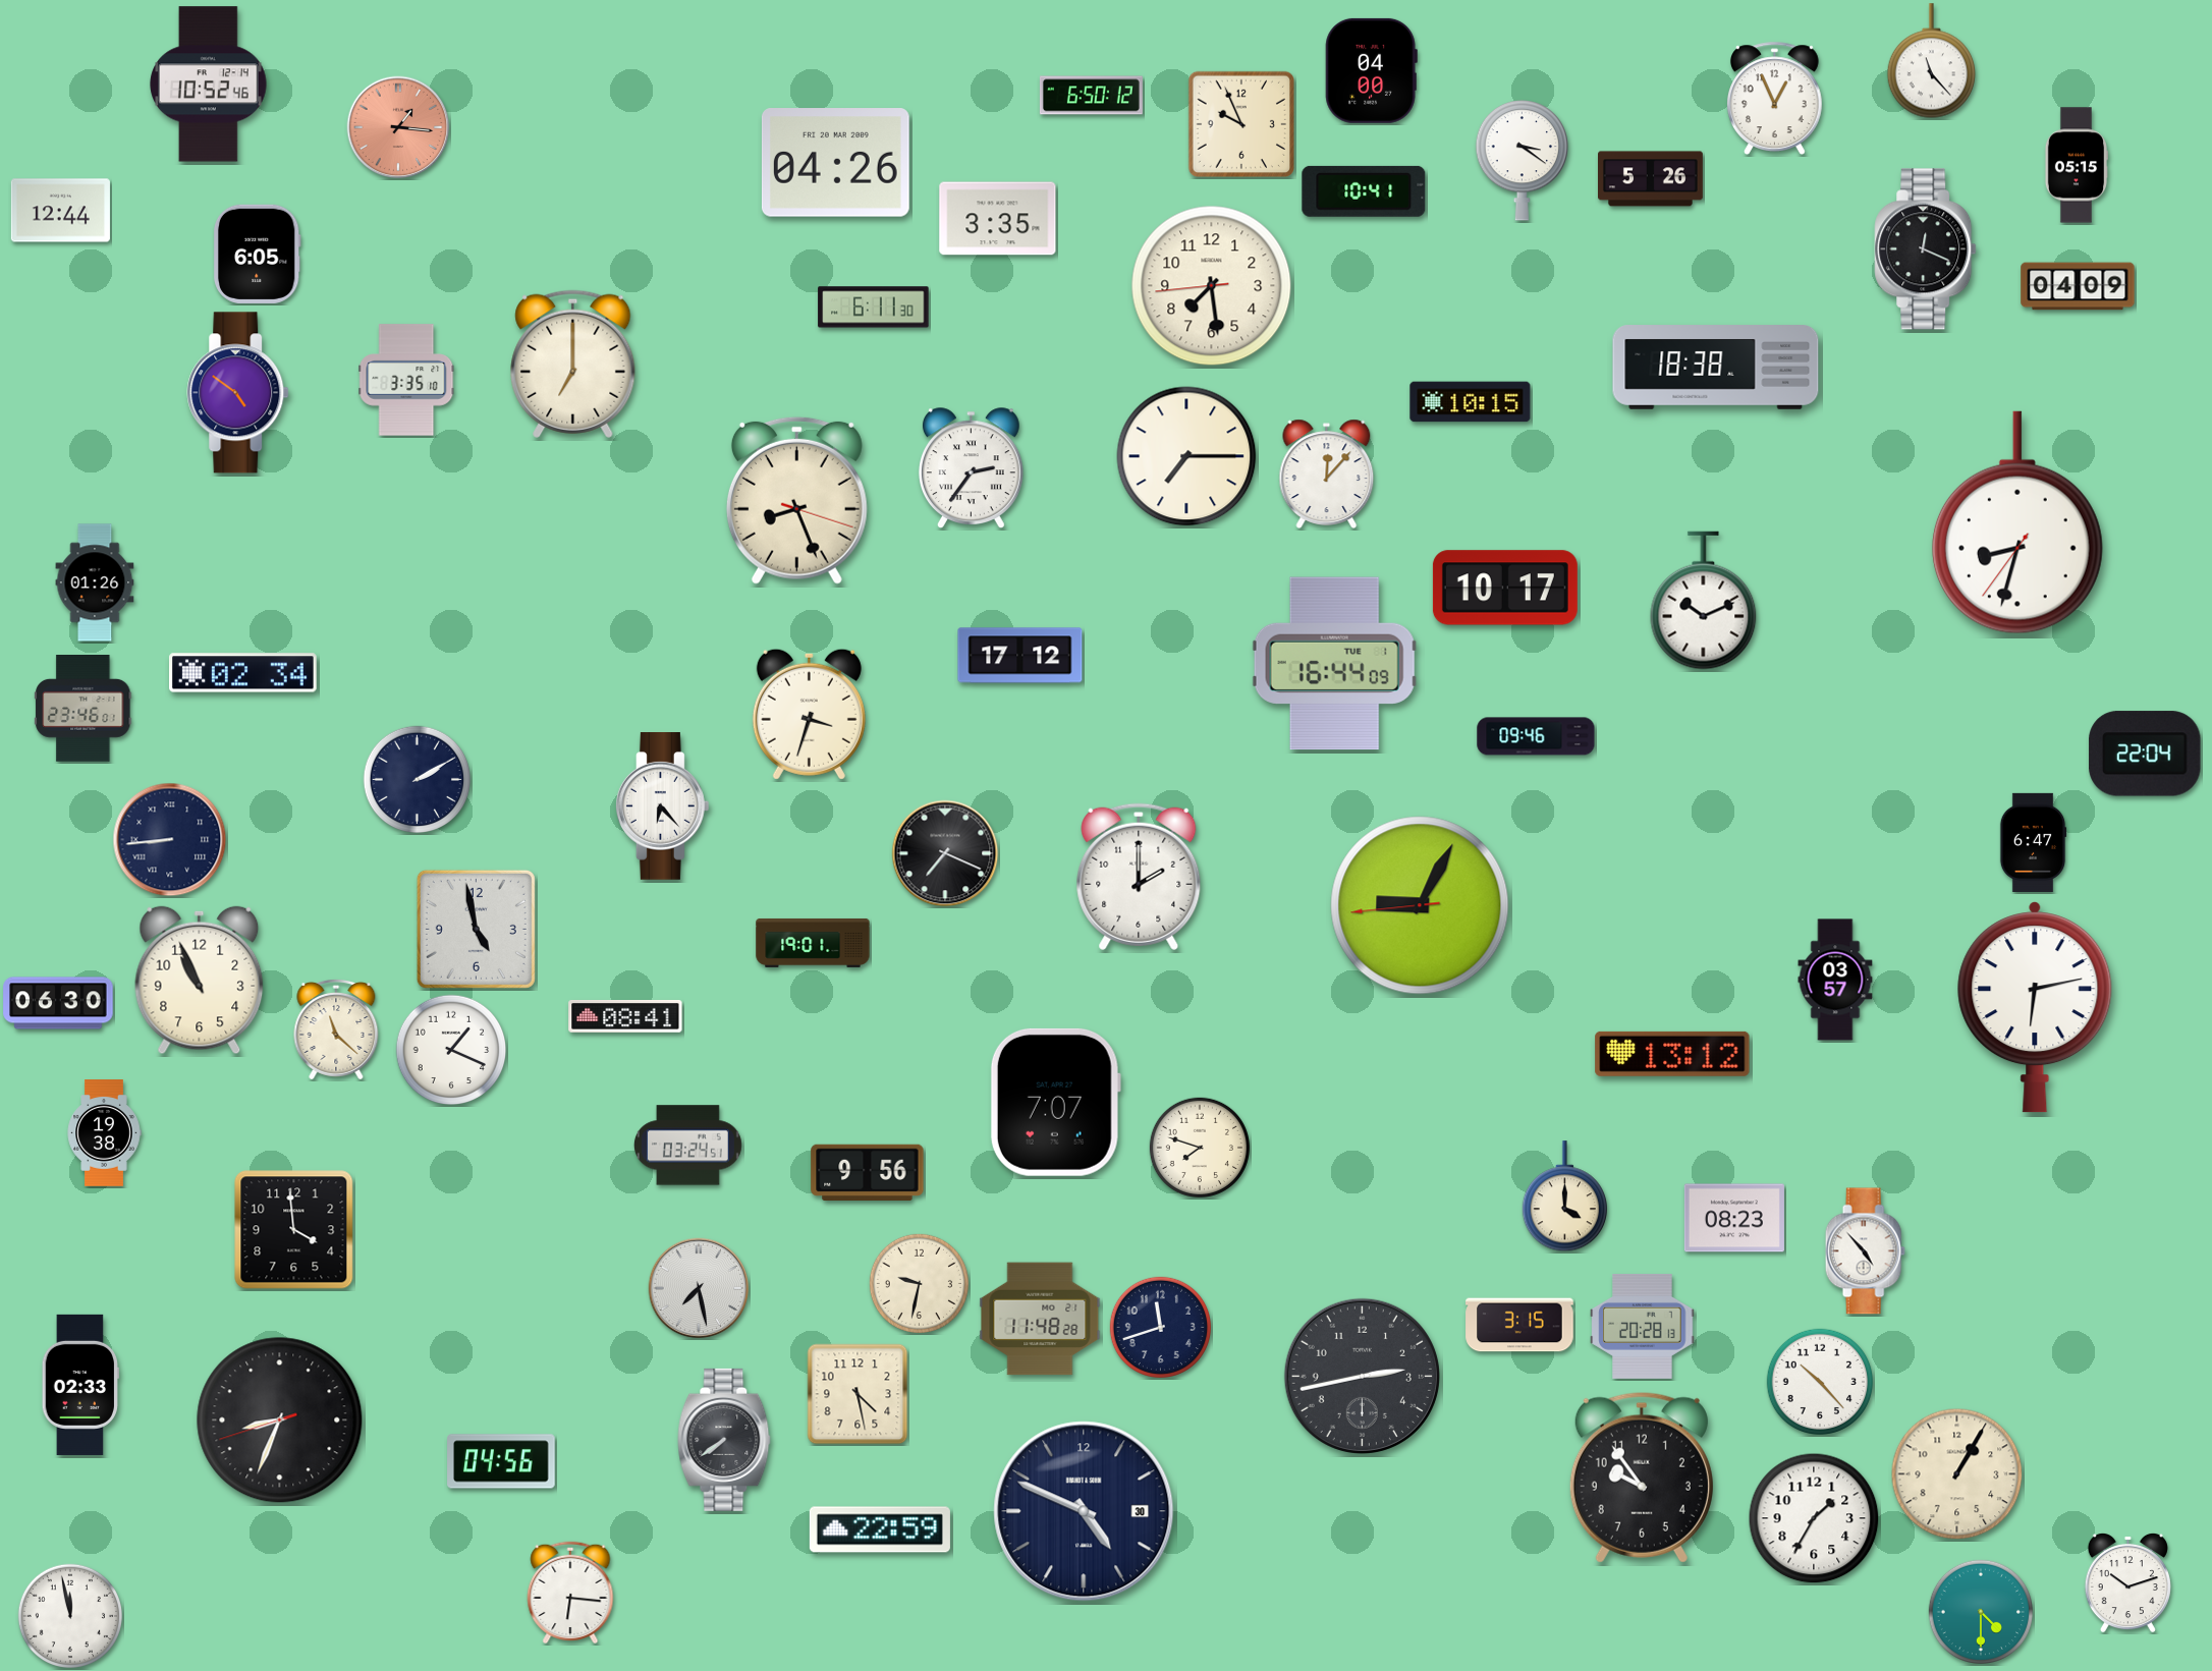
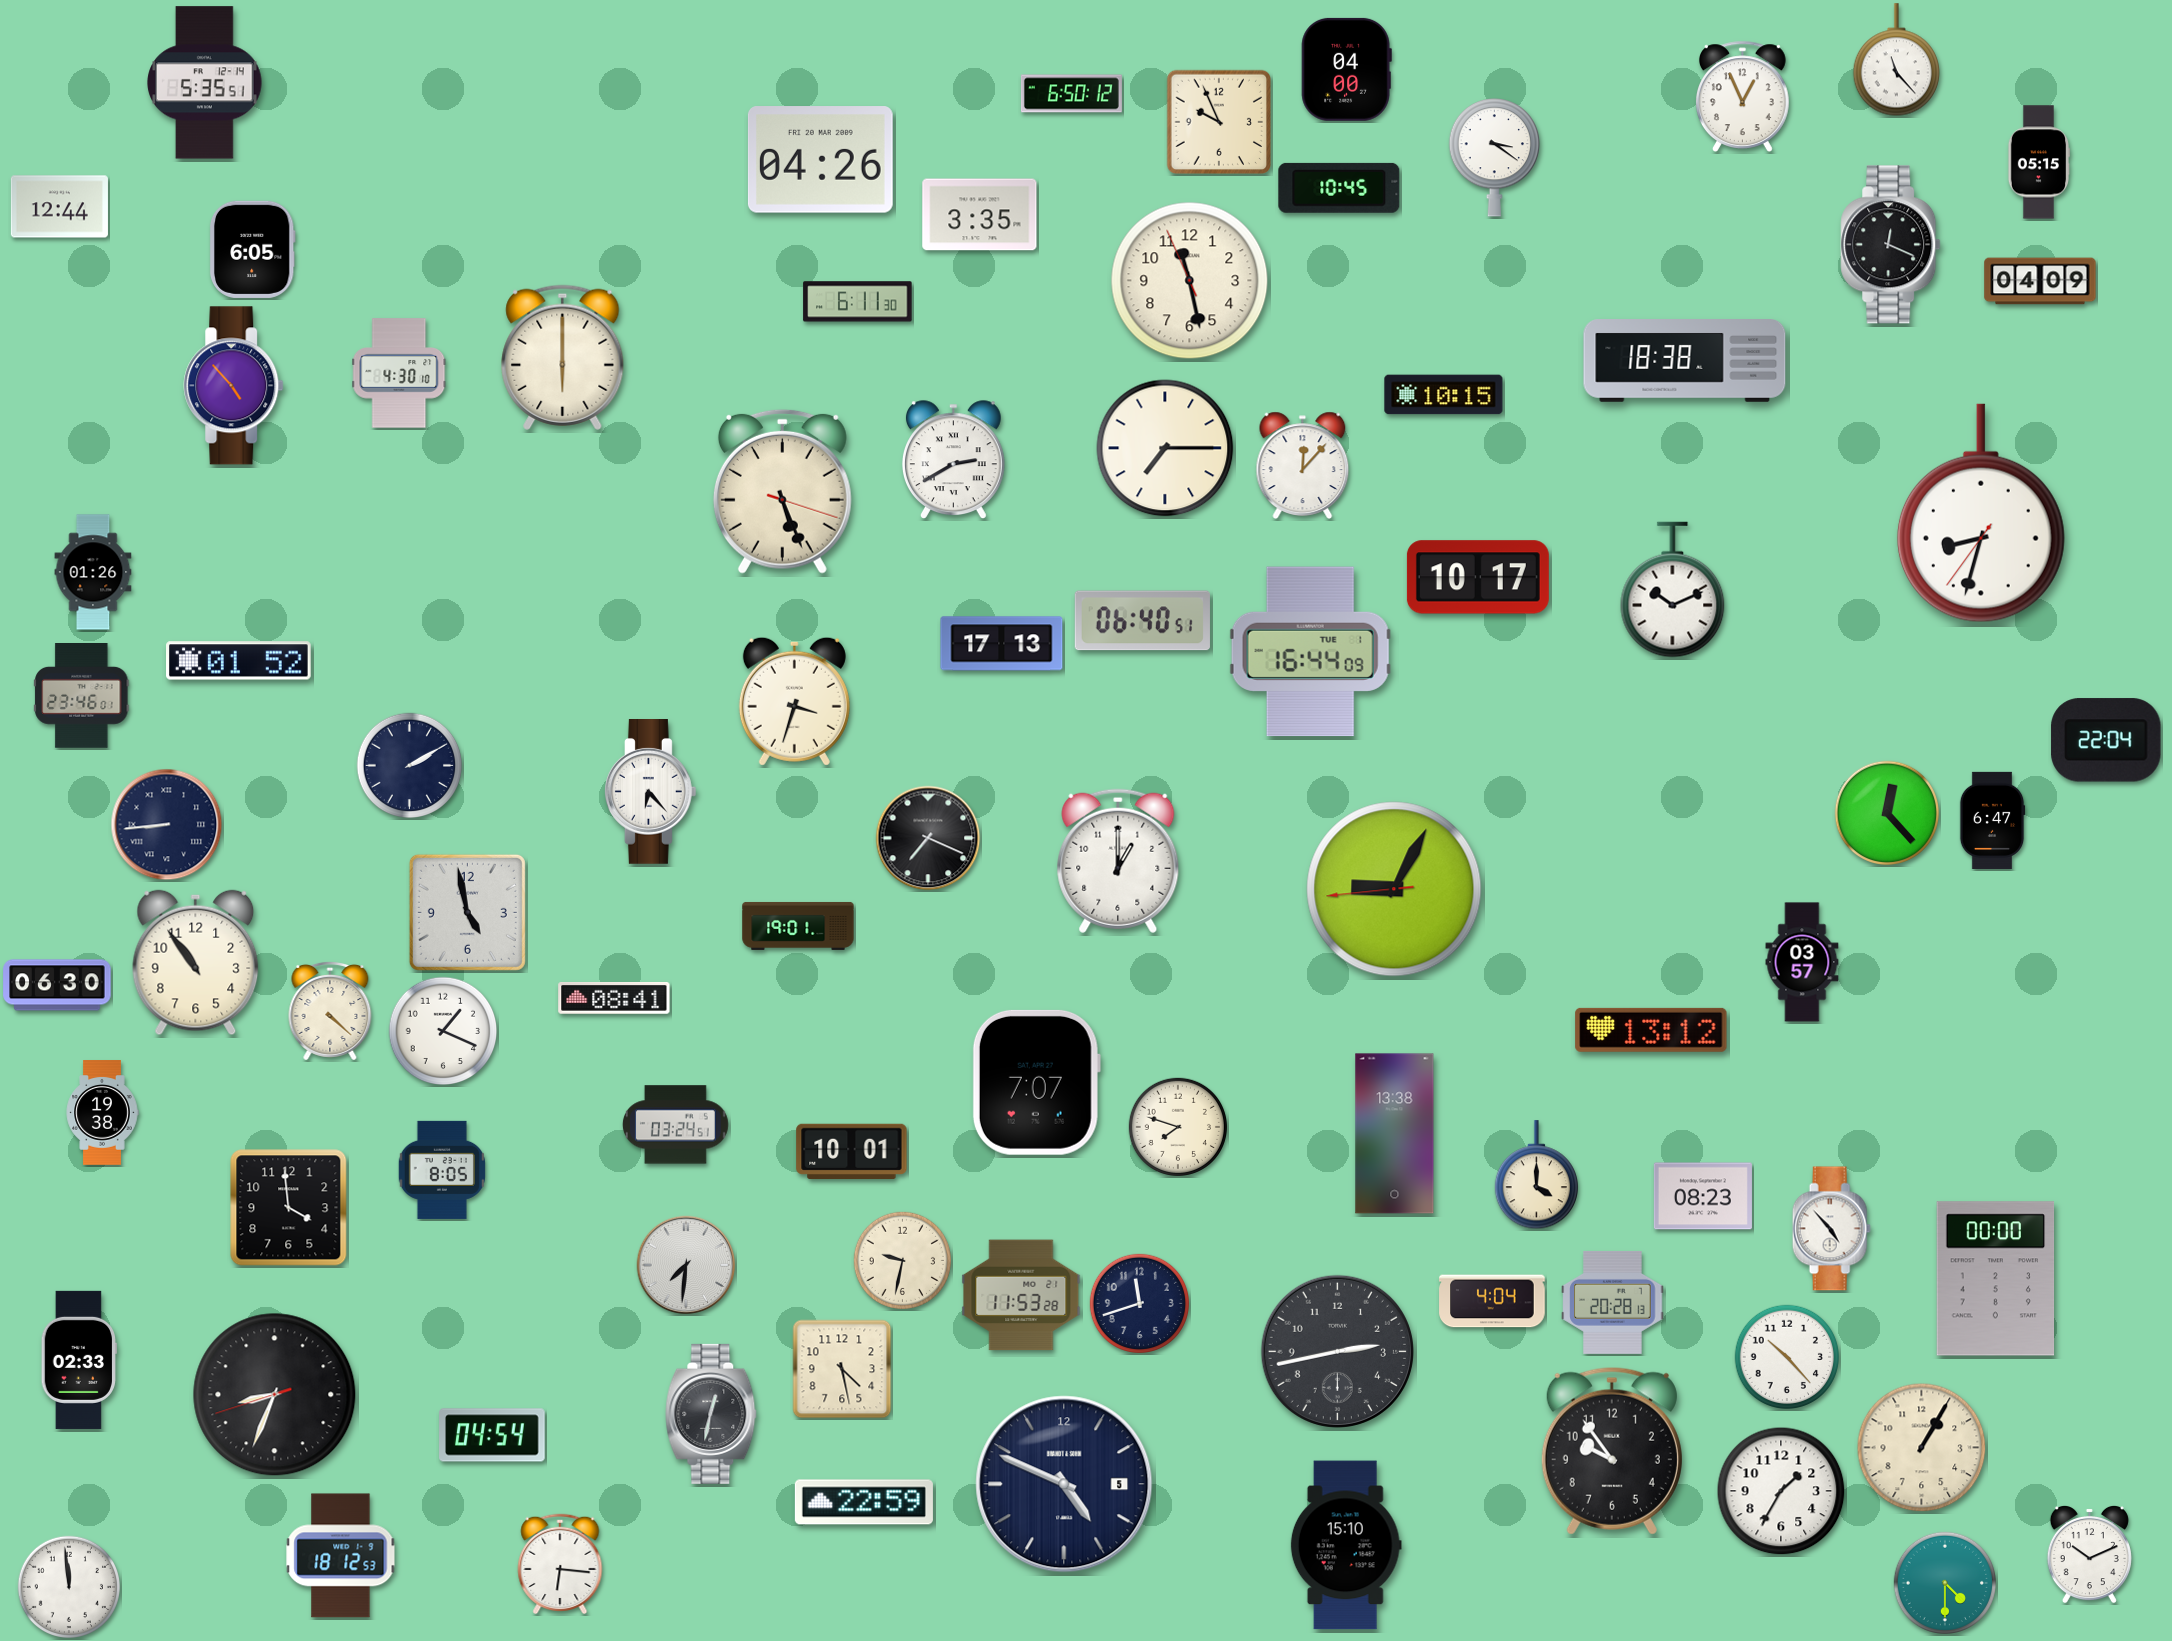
clock at (209, 85): 10:52 -> 5:35
clock at (398, 127): 1:16 -> none
clock at (1651, 179): 5:26 -> none
clock at (1364, 191): 10:41 -> 10:45
clock at (1212, 286): 7:28 -> 11:27
clock at (573, 364): 7:00 -> 6:00
clock at (406, 380): 3:35 -> 4:30
clock at (238, 393): 4:51 -> 4:53
clock at (971, 467): 2:36 -> 2:40
clock at (796, 500): 8:26 -> 5:26
clock at (1142, 621): none -> 06:40
clock at (1020, 656): 17:12 -> 17:13
clock at (243, 673): 02:34 -> 01:52
clock at (1536, 736): 09:46 -> none
clock at (1886, 812): none -> 12:23
clock at (2033, 842) position: (2033, 842) -> (1992, 820)
clock at (1139, 877): 2:00 -> 1:00
clock at (200, 981): 10:56 -> 10:54
clock at (2035, 1007): 6:13 -> none
clock at (336, 1029): 11:22 -> 4:22
clock at (1672, 1054) position: (1672, 1054) -> (1651, 1030)
clock at (1395, 1134): none -> 13:38
clock at (868, 1172): 9:56 -> 10:01
clock at (442, 1170): none -> 8:05
clock at (699, 1288): 7:28 -> 7:31
clock at (1996, 1279): none -> 00:00
clock at (1040, 1319): 11:48 -> 11:53
clock at (1519, 1325): 3:15 -> 4:04
clock at (724, 1440): 7:39 -> 12:32
clock at (501, 1461): 04:56 -> 04:54
clock at (1084, 1511) date: 30 -> 5
clock at (1346, 1545): none -> 15:10
clock at (2127, 1582): 10:12 -> 10:11
clock at (341, 1556): none -> 18:12
clock at (69, 1615): 11:58 -> 11:59
